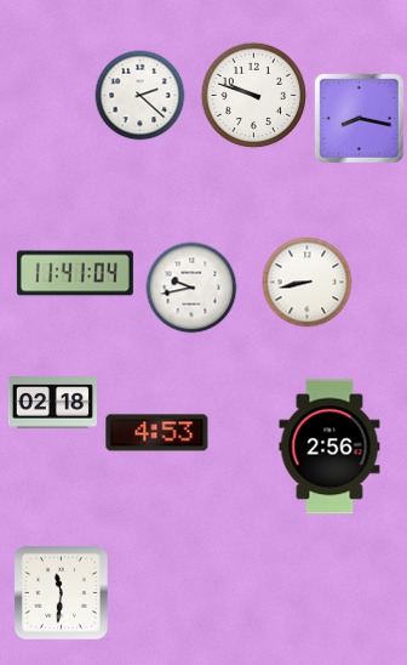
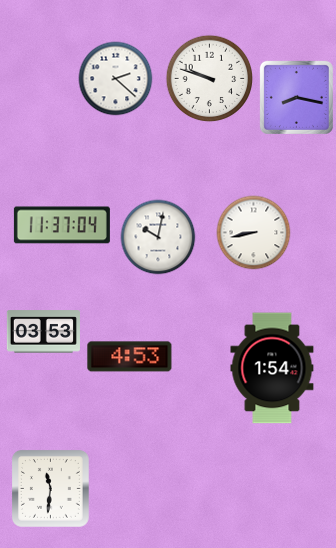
clock at (75, 273): 11:41 -> 11:37
clock at (191, 288): 9:43 -> 10:02
clock at (52, 403): 02:18 -> 03:53
clock at (329, 447): 2:56 -> 1:54
